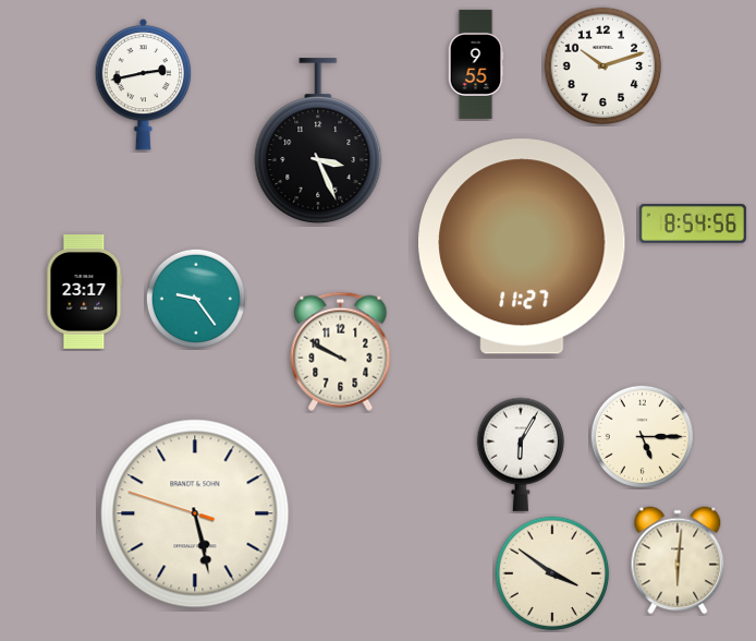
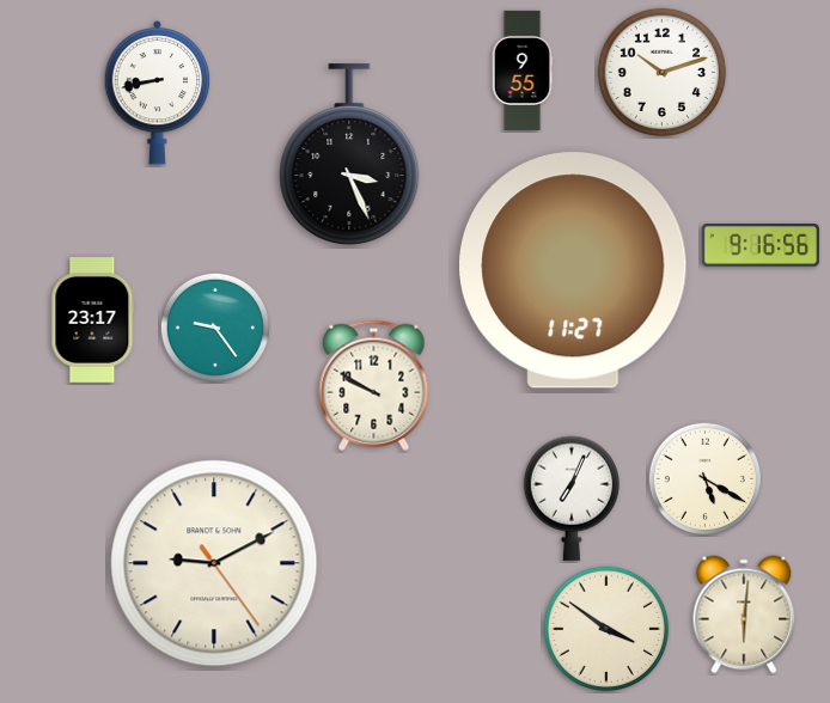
clock at (144, 84): 2:43 -> 8:43
clock at (692, 223): 8:54 -> 9:16
clock at (642, 436): 5:15 -> 5:20
clock at (521, 455): 6:05 -> 7:04
clock at (195, 513): 5:27 -> 9:10
